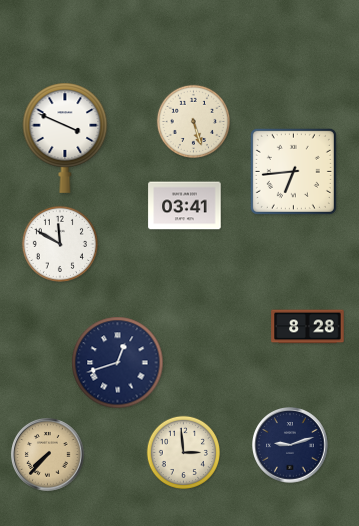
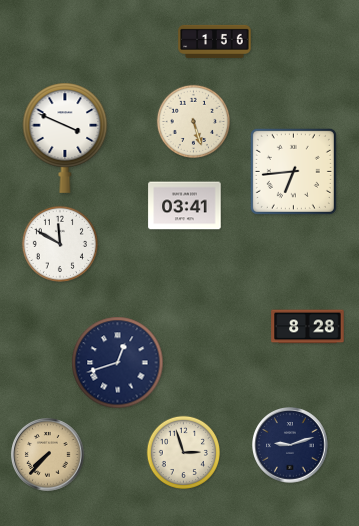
clock at (215, 41): none -> 1:56
clock at (183, 452): 2:59 -> 2:57
